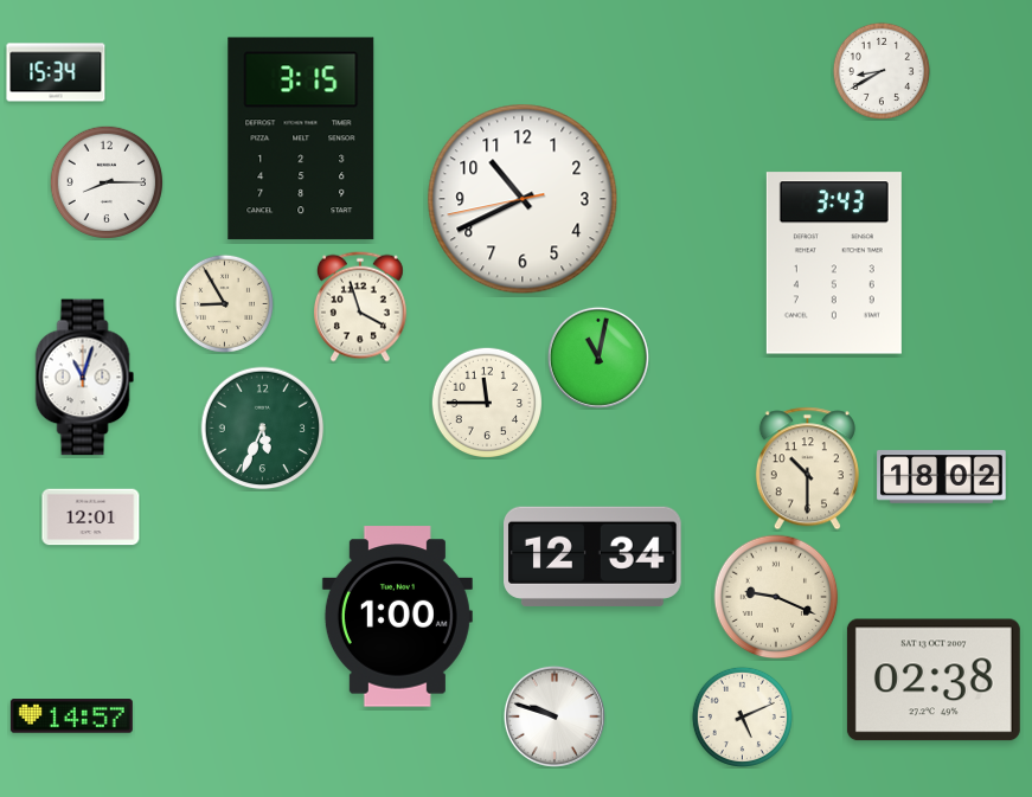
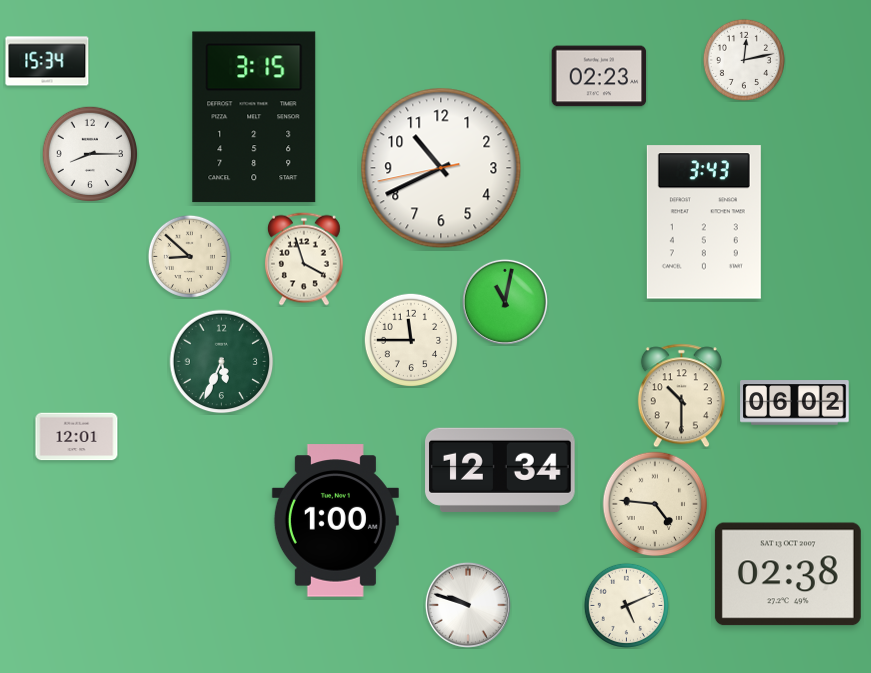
clock at (882, 71): 8:40 -> 12:13
clock at (599, 76): none -> 02:23
clock at (224, 303): 8:55 -> 8:52
clock at (85, 378): 11:03 -> none
clock at (942, 477): 18:02 -> 06:02
clock at (776, 597): 9:19 -> 4:46
clock at (71, 716): 14:57 -> none
